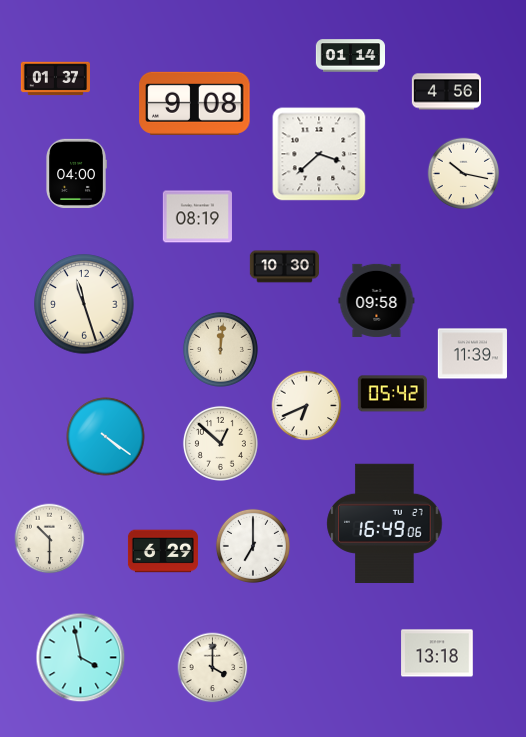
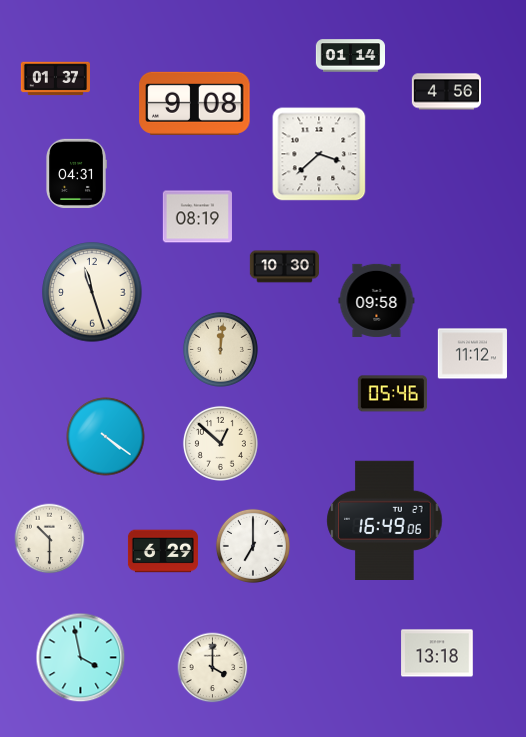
clock at (76, 173): 04:00 -> 04:31
clock at (464, 174): 10:17 -> none
clock at (84, 304) position: (84, 304) -> (92, 292)
clock at (472, 354): 11:39 -> 11:12
clock at (392, 394): 05:42 -> 05:46
clock at (307, 406): 6:41 -> none
clock at (385, 523) position: (385, 523) -> (385, 520)
